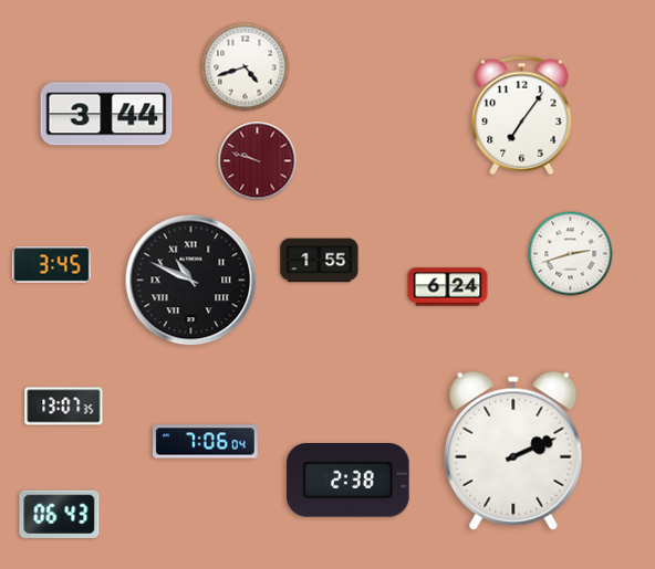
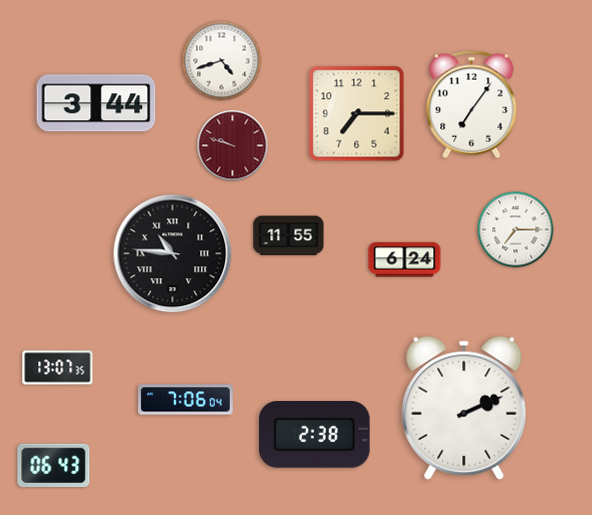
clock at (357, 114): none -> 7:15
clock at (571, 254): 2:42 -> 7:15
clock at (320, 261): 1:55 -> 11:55
clock at (52, 265): 3:45 -> none
clock at (191, 281): 10:49 -> 10:46
